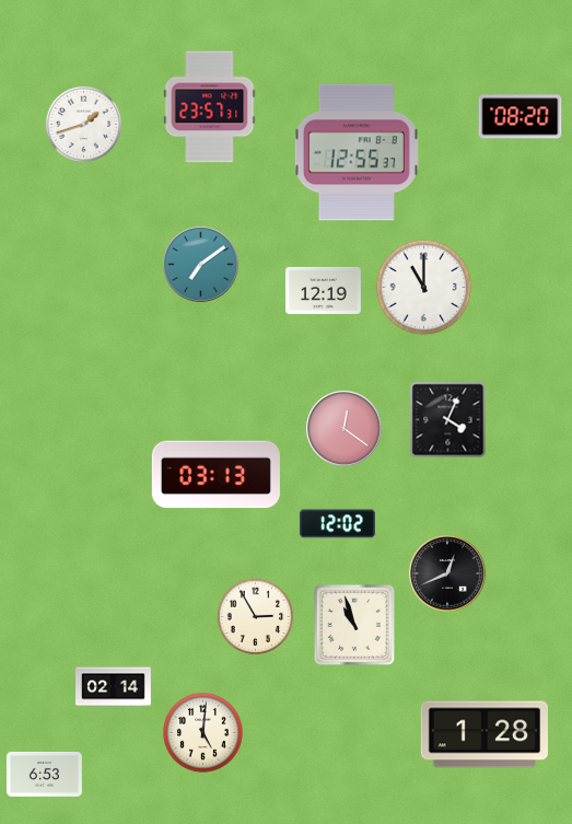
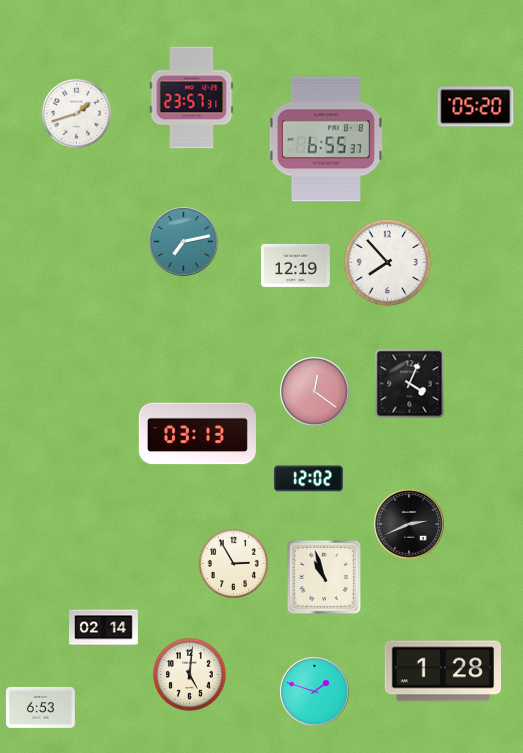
clock at (521, 117): 08:20 -> 05:20
clock at (357, 152): 12:55 -> 6:55
clock at (201, 265): 7:09 -> 7:13
clock at (424, 288): 11:00 -> 7:53
clock at (447, 573): 12:41 -> 2:41
clock at (354, 625) position: (354, 625) -> (324, 577)
clock at (203, 733) position: (203, 733) -> (190, 675)
clock at (315, 692): none -> 1:48
